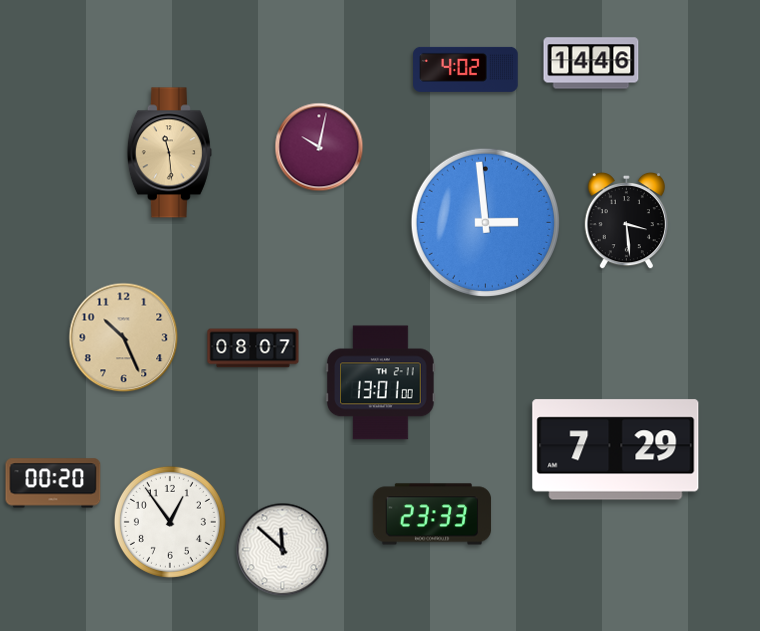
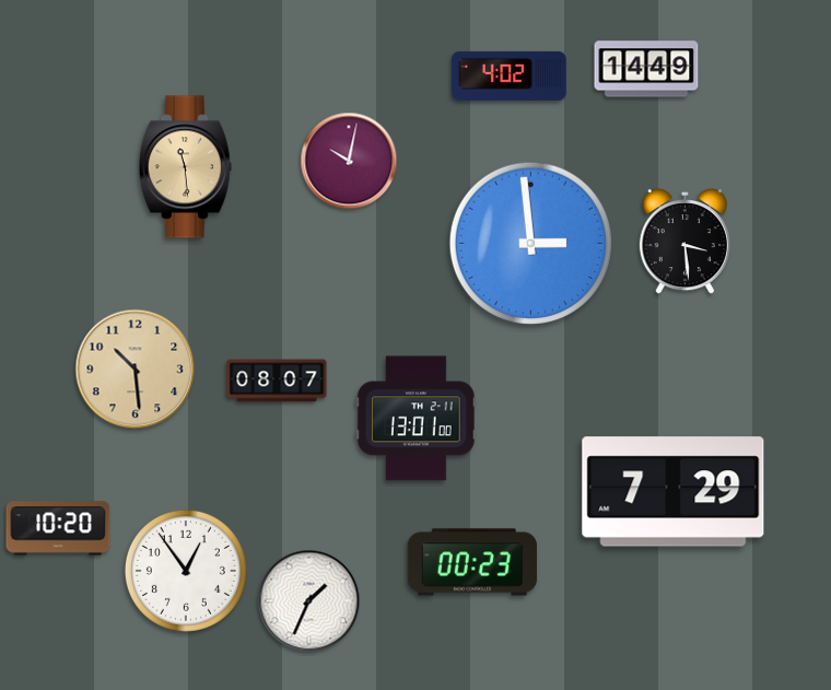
clock at (591, 63): 14:46 -> 14:49
clock at (124, 338): 10:26 -> 10:29
clock at (53, 483): 00:20 -> 10:20
clock at (432, 514): 23:33 -> 00:23
clock at (283, 550): 11:52 -> 1:34
